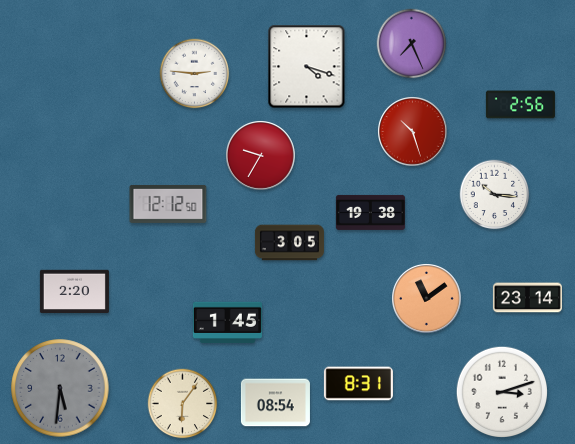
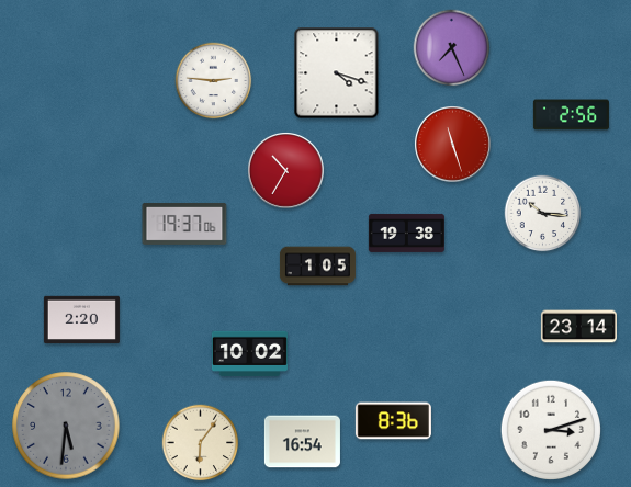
clock at (413, 132): 10:27 -> 11:27
clock at (261, 156): 9:35 -> 10:35
clock at (168, 204): 12:12 -> 19:37
clock at (289, 243): 3:05 -> 1:05
clock at (427, 299): 11:09 -> none
clock at (227, 322): 1:45 -> 10:02
clock at (358, 384): 8:31 -> 8:36
clock at (275, 403): 08:54 -> 16:54
